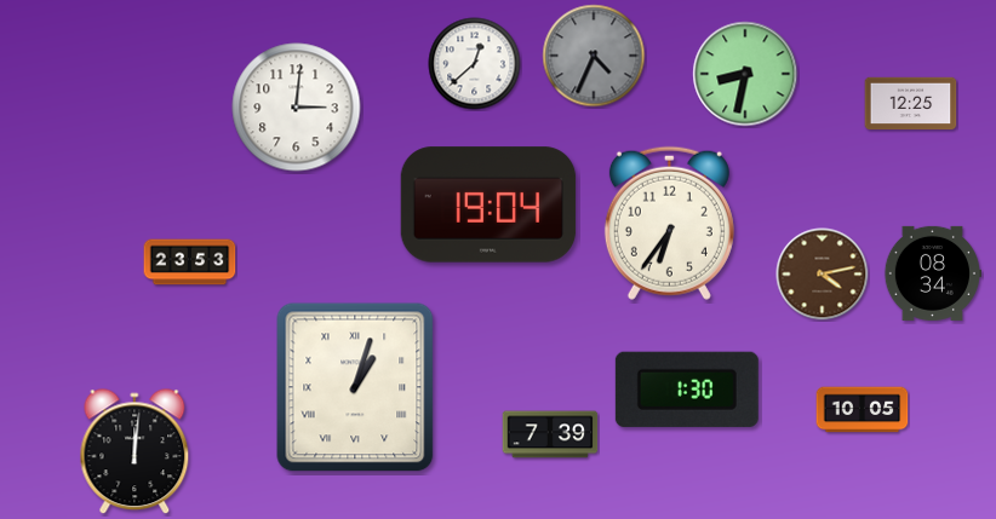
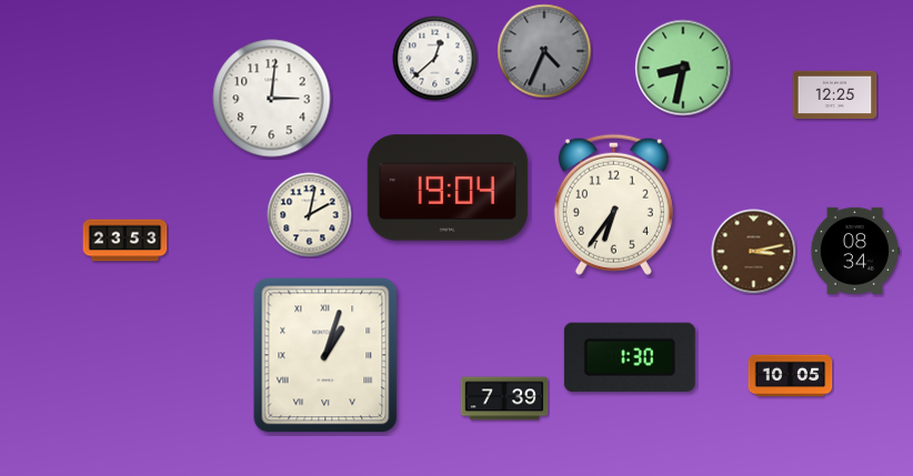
clock at (310, 215): none -> 2:02
clock at (190, 263) position: (190, 263) -> (126, 241)
clock at (823, 275): 4:13 -> 3:13
clock at (134, 452): 12:01 -> none
